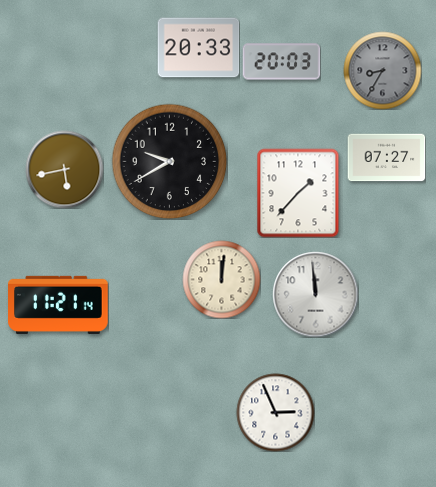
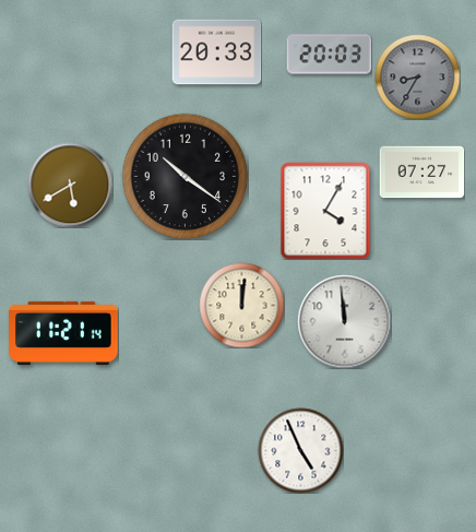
clock at (281, 62) position: (281, 62) -> (329, 55)
clock at (169, 161): 9:40 -> 10:21
clock at (64, 169): 5:43 -> 5:40
clock at (298, 193): 1:37 -> 4:05
clock at (275, 412): 2:56 -> 4:56
